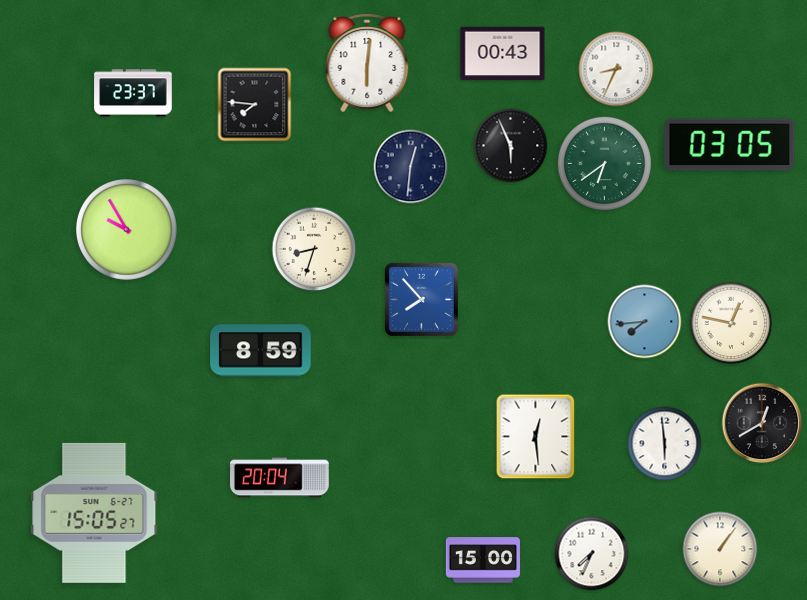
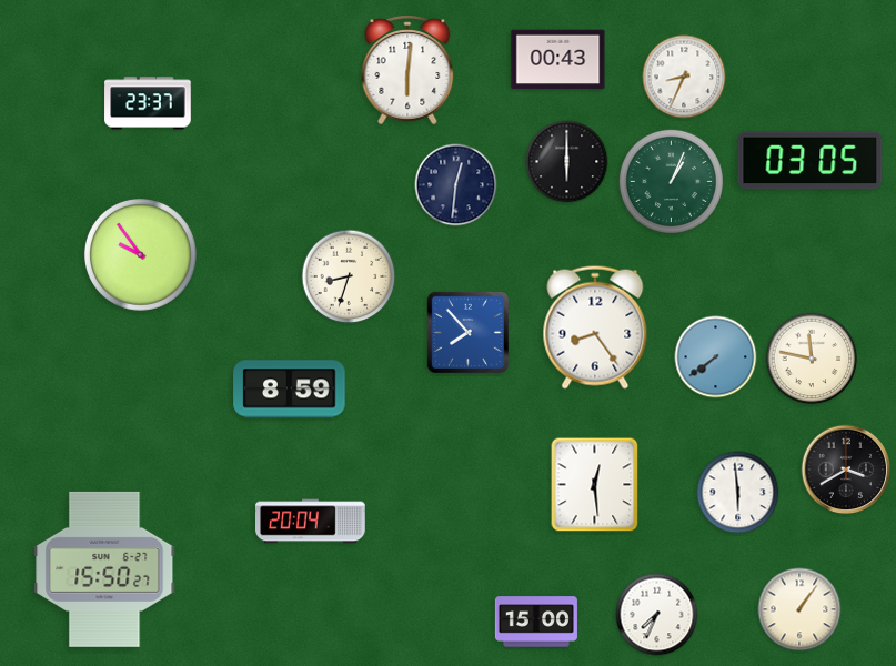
clock at (255, 105): 7:46 -> none
clock at (511, 146): 5:56 -> 6:00
clock at (604, 163): 6:39 -> 1:04
clock at (126, 229): 9:55 -> 9:54
clock at (595, 327): none -> 8:24
clock at (645, 322): 7:44 -> 7:39
clock at (731, 323): 12:47 -> 11:47
clock at (762, 423): 12:40 -> 3:40
clock at (280, 478) position: (280, 478) -> (311, 522)
clock at (94, 513): 15:05 -> 15:50
